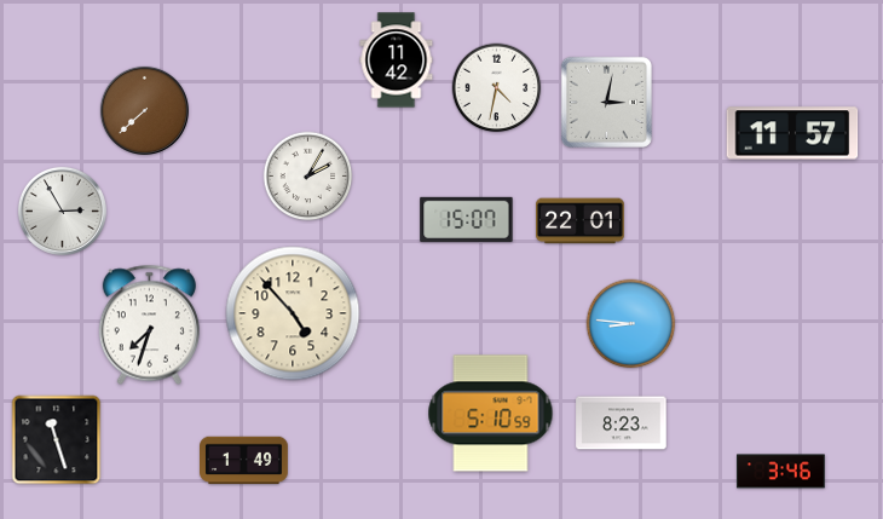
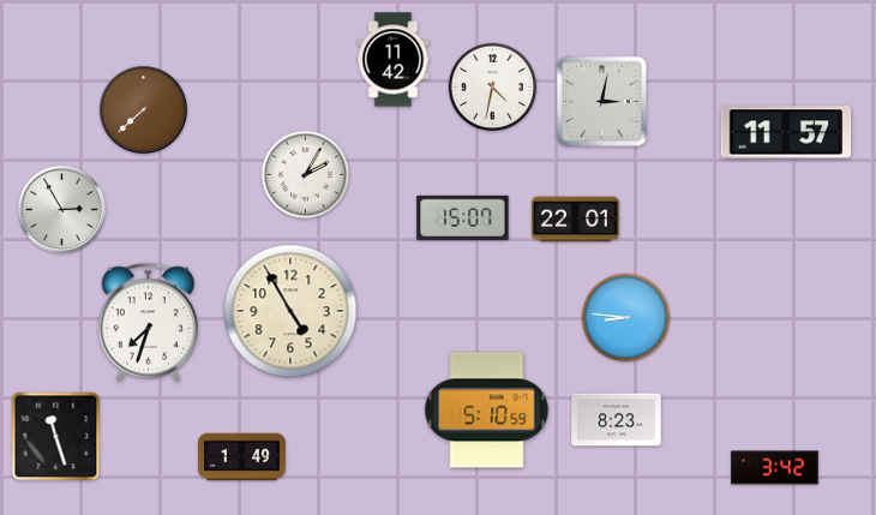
clock at (293, 313): 4:53 -> 4:55
clock at (631, 324) position: (631, 324) -> (626, 318)
clock at (781, 472): 3:46 -> 3:42
